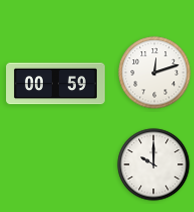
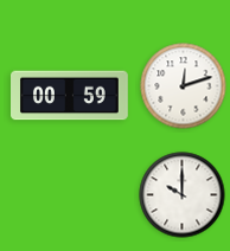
clock at (56, 84) position: (56, 84) -> (70, 96)
